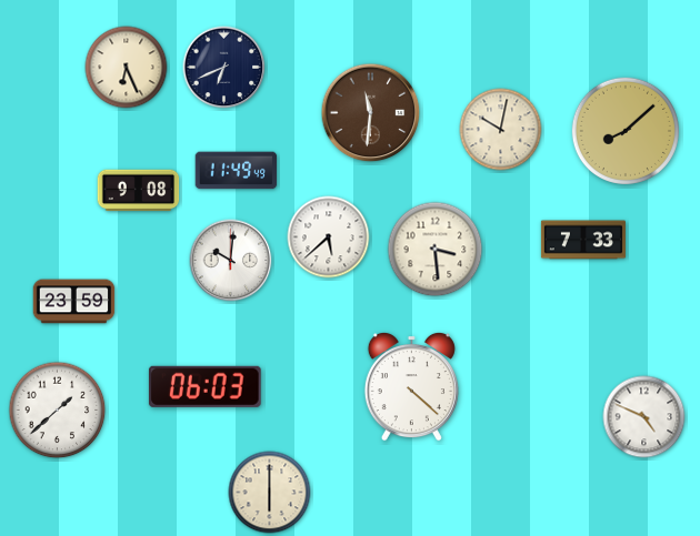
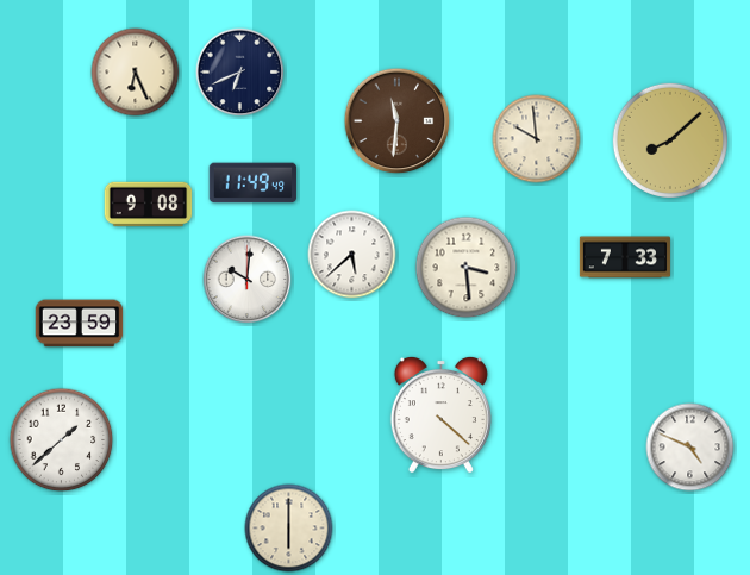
clock at (501, 130): 10:02 -> 9:59
clock at (204, 386): 06:03 -> none
